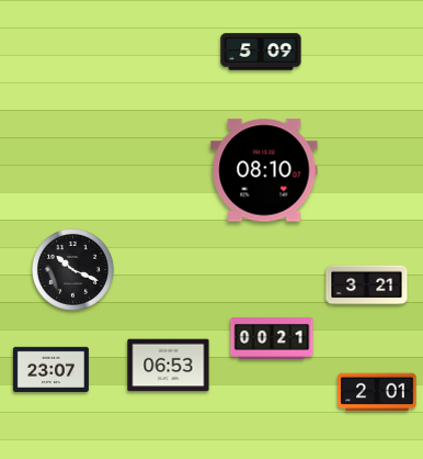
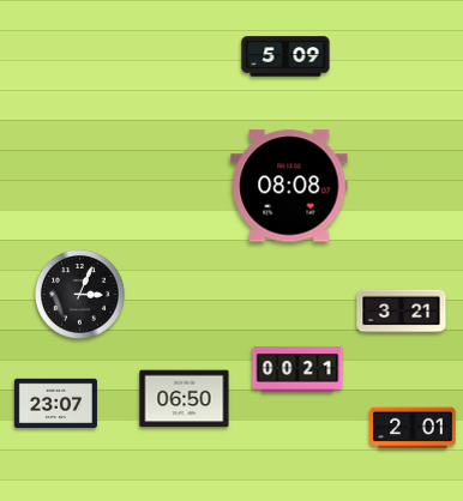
clock at (264, 170): 08:10 -> 08:08
clock at (73, 270): 10:19 -> 3:04
clock at (169, 366): 06:53 -> 06:50
